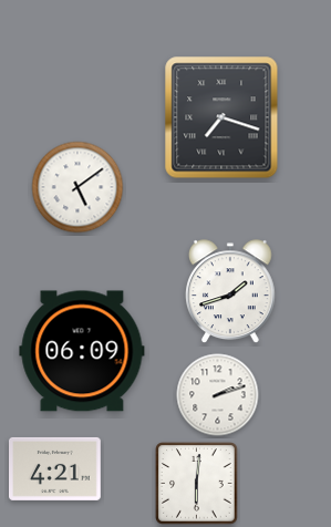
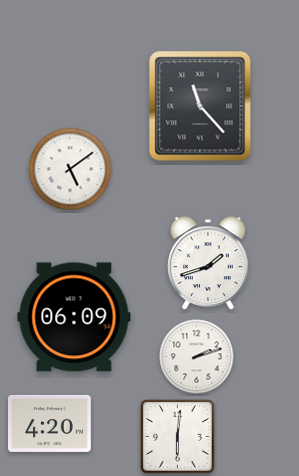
clock at (221, 117): 7:18 -> 11:23
clock at (55, 468): 4:21 -> 4:20
